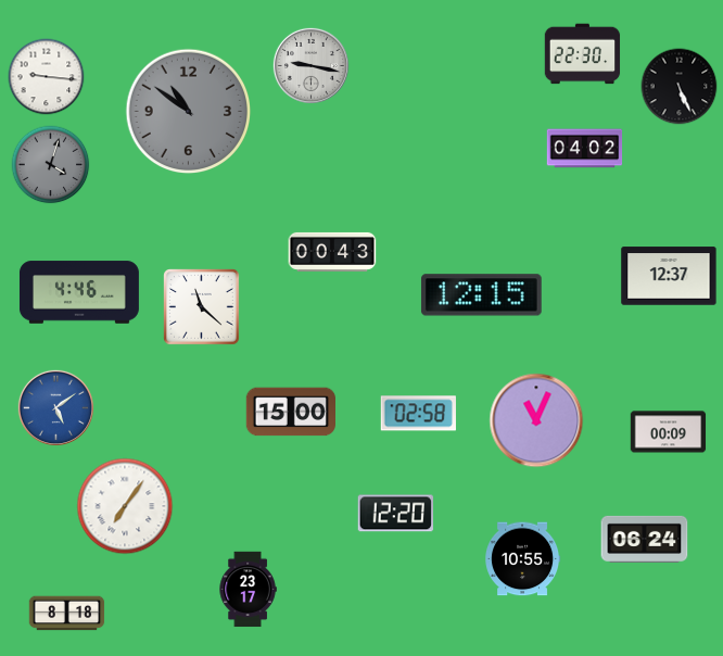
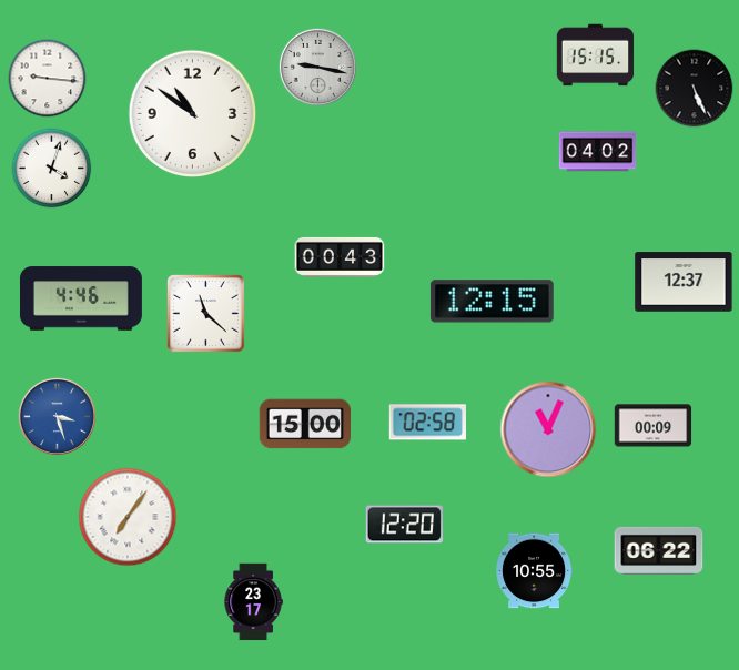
clock at (583, 54): 22:30 -> 15:15
clock at (189, 112) dial: grey -> white
clock at (51, 165) dial: grey -> white
clock at (55, 407): 5:09 -> 3:27
clock at (290, 412) position: (290, 412) -> (304, 424)
clock at (669, 432) position: (669, 432) -> (654, 426)
clock at (645, 539): 06:24 -> 06:22
clock at (67, 614): 8:18 -> none
